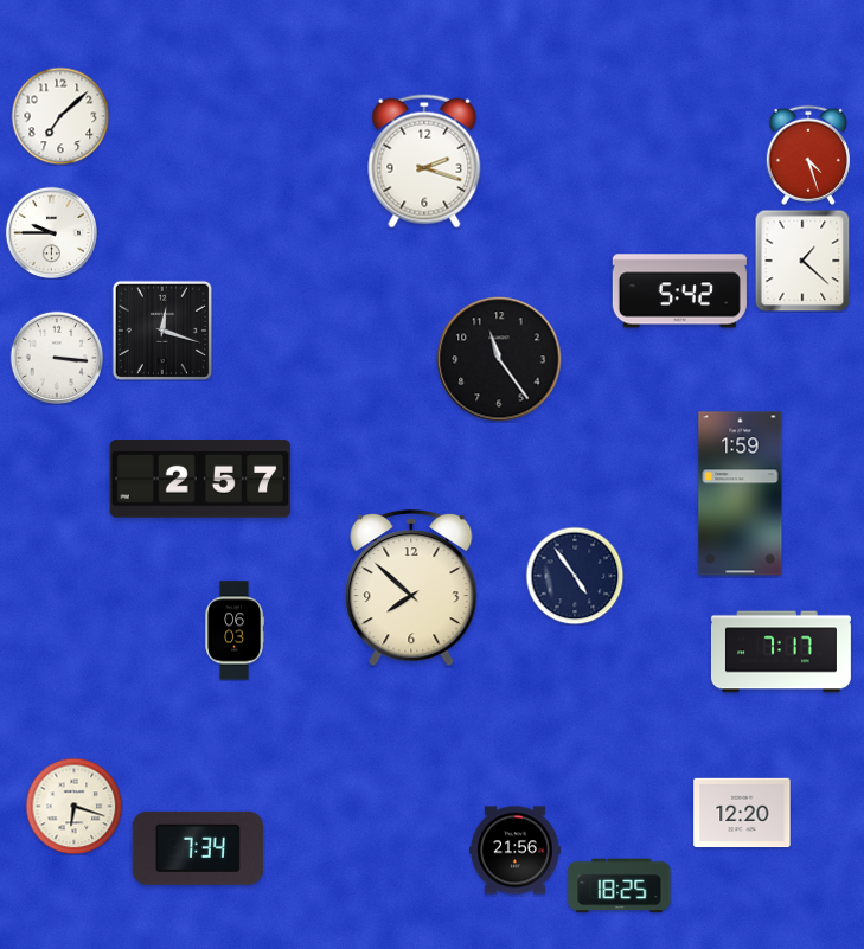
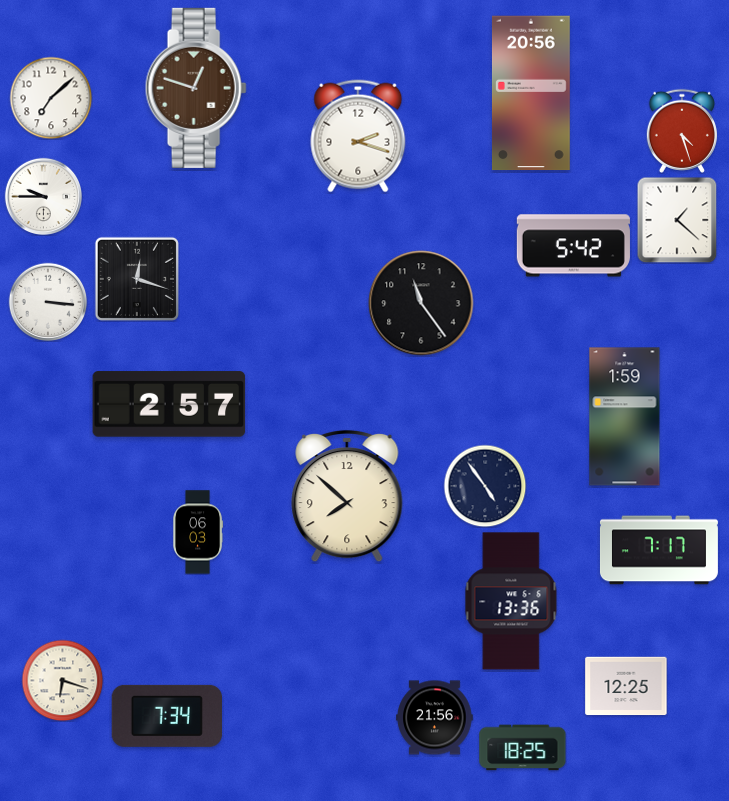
clock at (196, 88): none -> 12:48
clock at (531, 93): none -> 20:56
clock at (511, 601): none -> 13:36
clock at (742, 813): 12:20 -> 12:25
